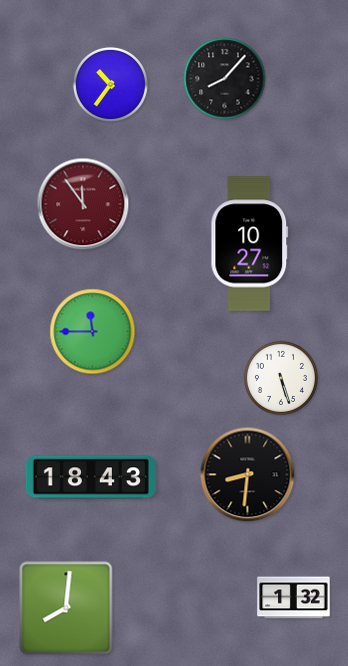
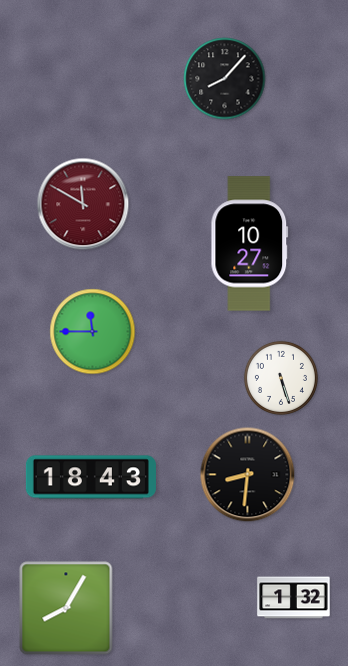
clock at (110, 84): 10:36 -> none
clock at (83, 204): 11:54 -> 11:50
clock at (66, 608): 8:01 -> 8:05
